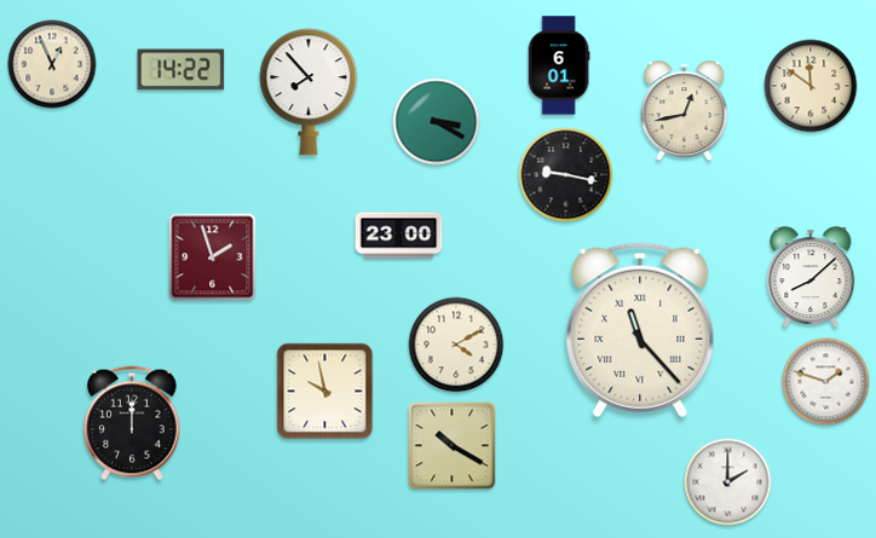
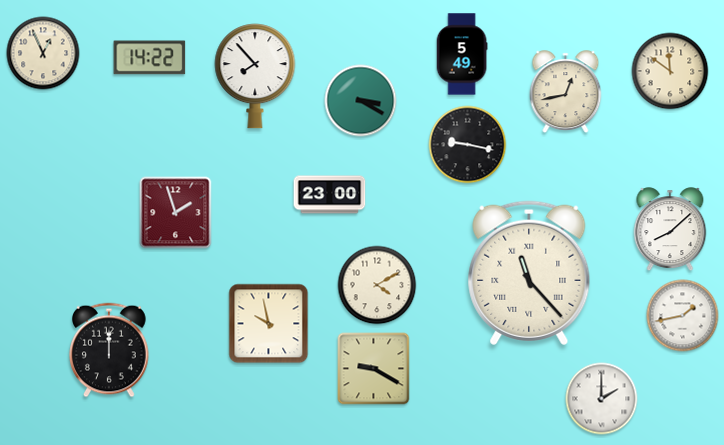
clock at (559, 65): 6:01 -> 5:49
clock at (826, 382): 1:48 -> 1:43
clock at (453, 446): 10:20 -> 9:20
